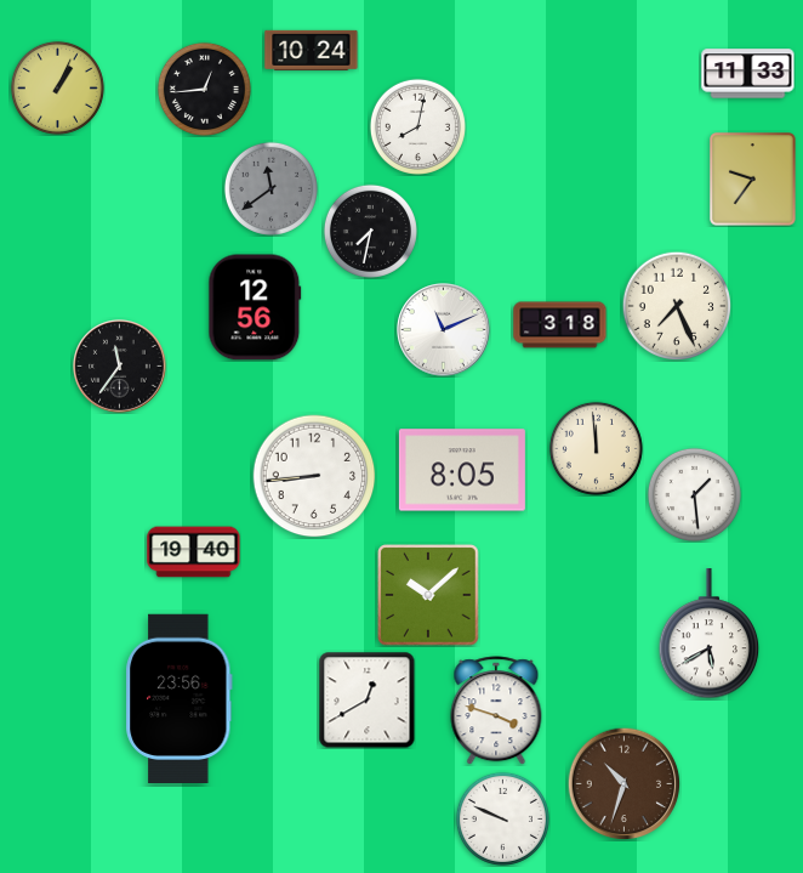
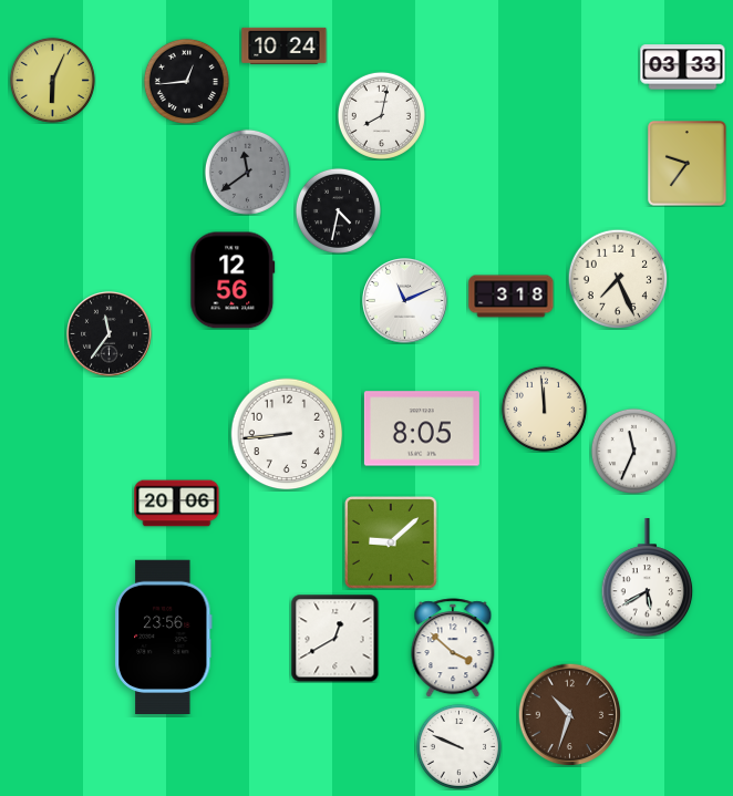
clock at (748, 74): 11:33 -> 03:33
clock at (57, 87): 1:04 -> 6:04
clock at (370, 231): 7:32 -> 4:32
clock at (694, 494): 1:29 -> 11:34
clock at (194, 552): 19:40 -> 20:06
clock at (428, 595): 10:08 -> 9:08
clock at (496, 710): 3:48 -> 3:52
